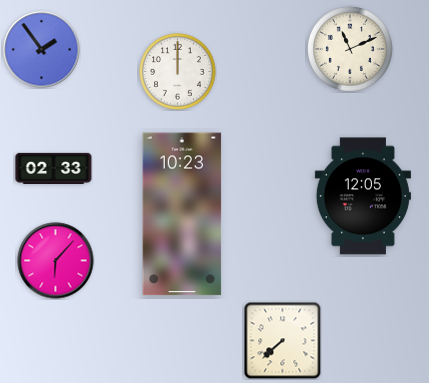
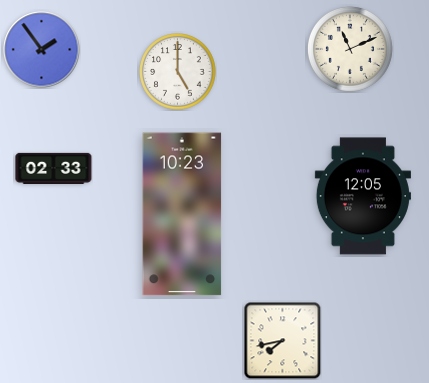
clock at (178, 72): 12:00 -> 5:00
clock at (56, 261): 6:07 -> none
clock at (282, 340): 7:38 -> 7:43
